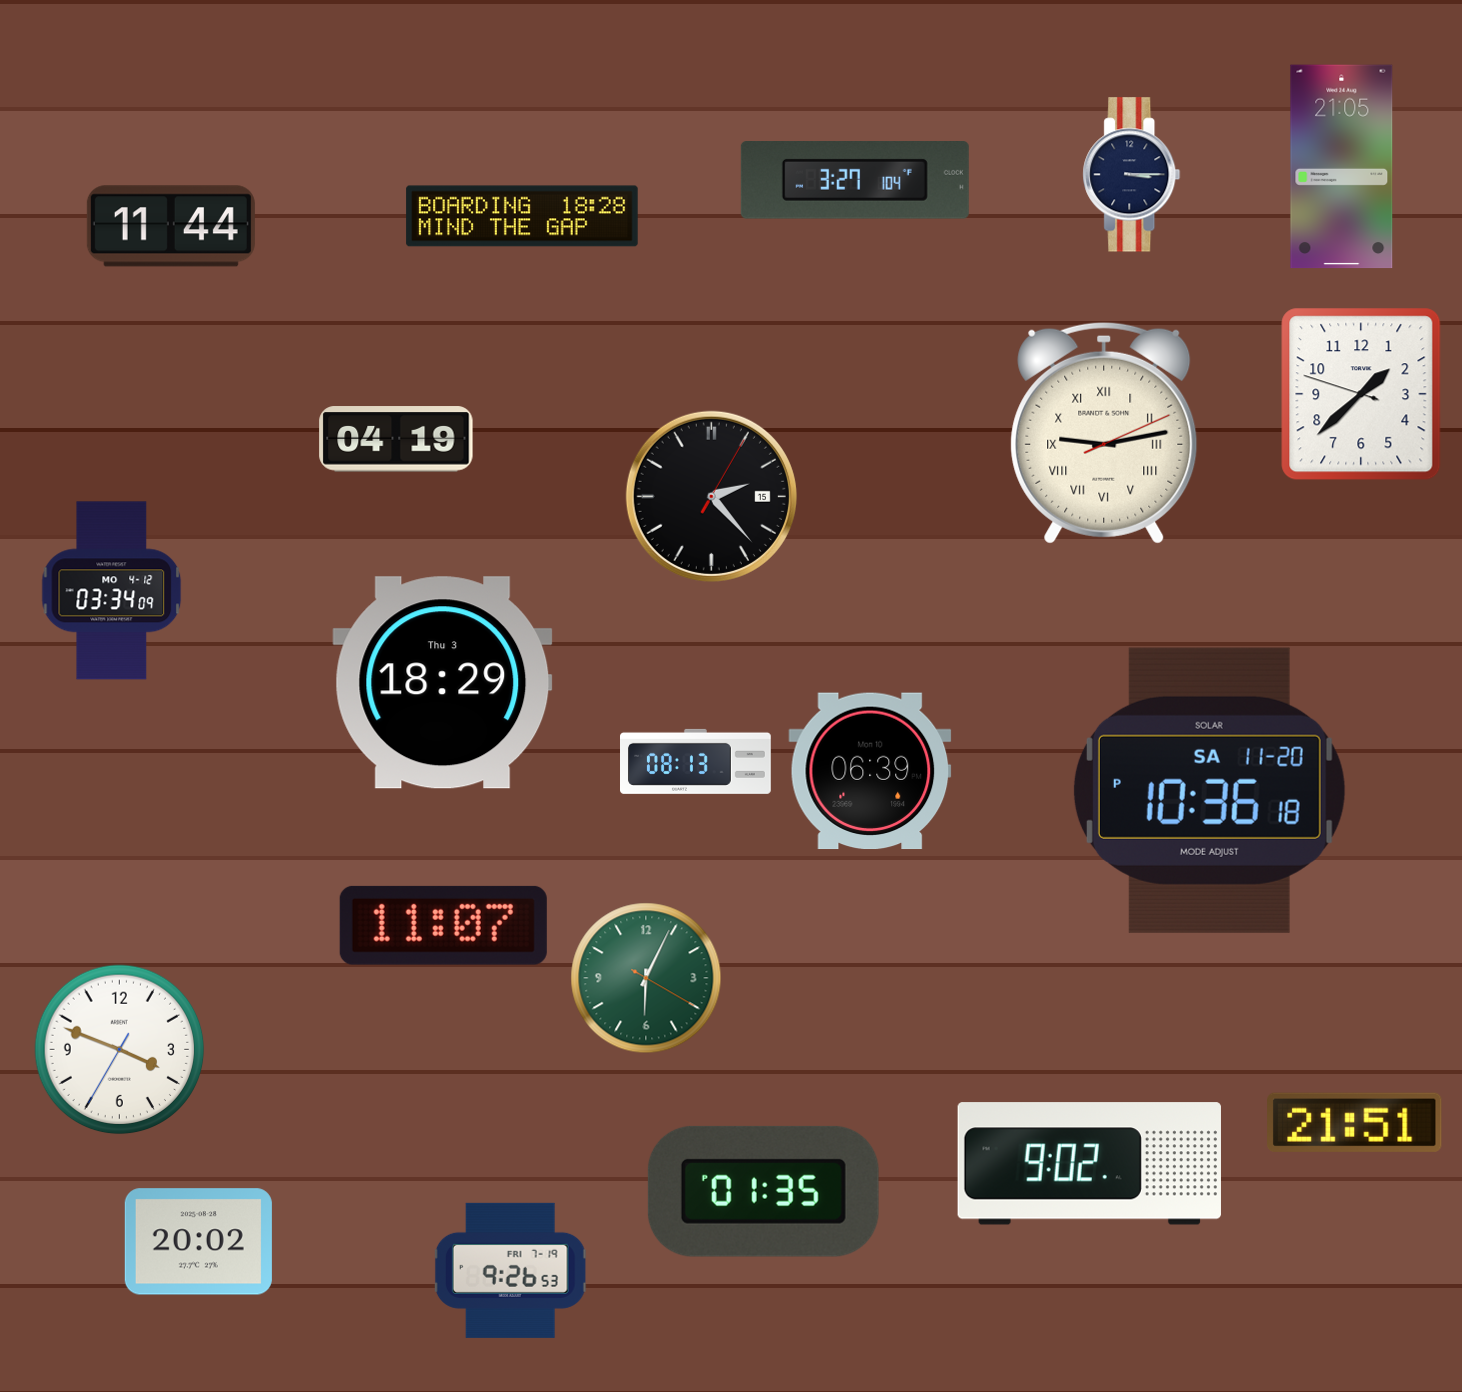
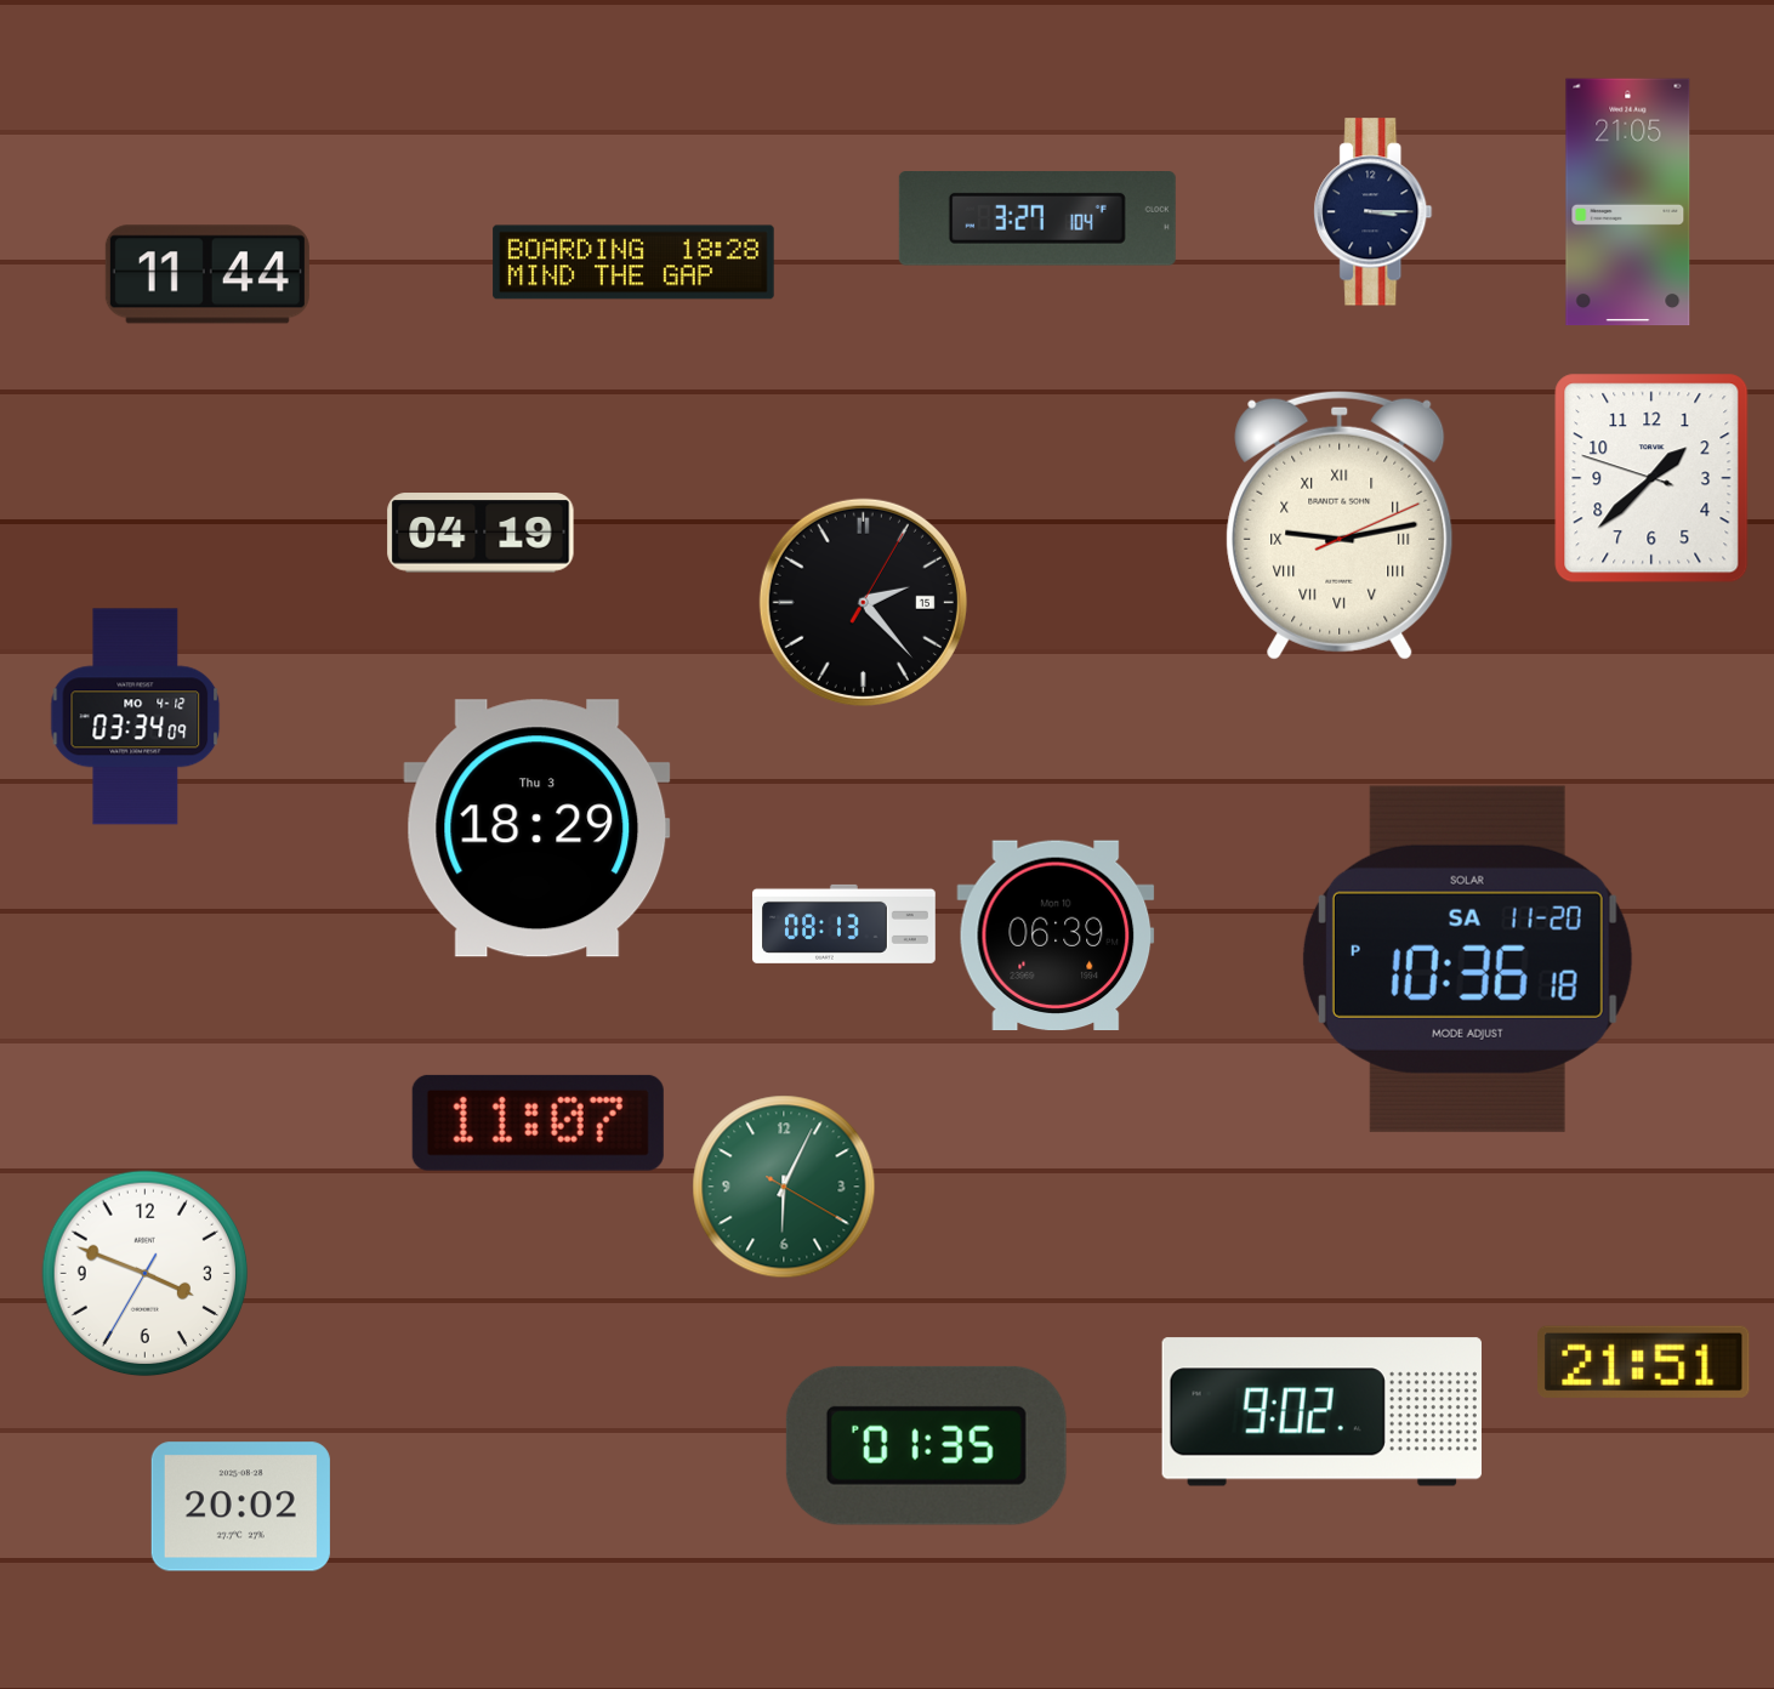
clock at (511, 1270): 9:26 -> none
